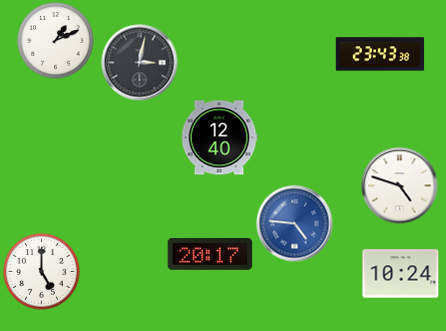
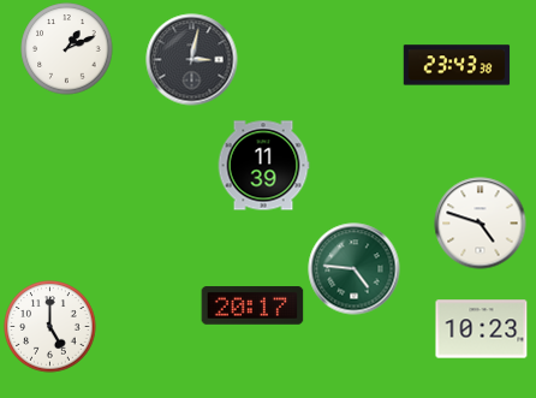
clock at (140, 63) position: (140, 63) -> (192, 60)
clock at (219, 138): 12:40 -> 11:39
clock at (295, 224) dial: blue -> green
clock at (401, 274): 10:24 -> 10:23
